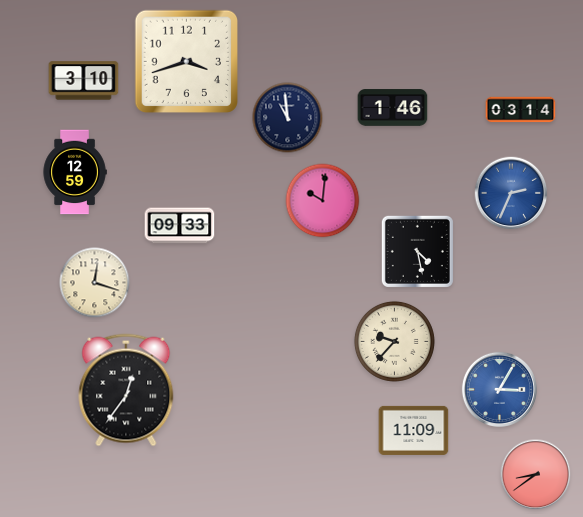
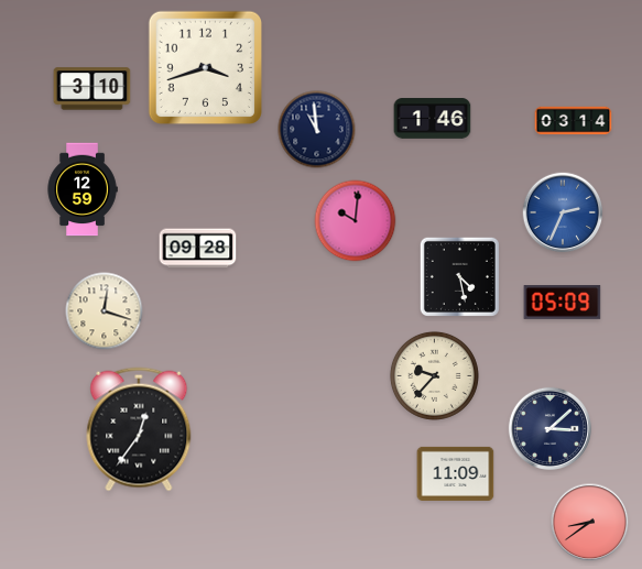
clock at (180, 226): 09:33 -> 09:28
clock at (563, 303): none -> 05:09
clock at (499, 389): 3:05 -> 3:08
clock at (499, 389) dial: blue -> navy
